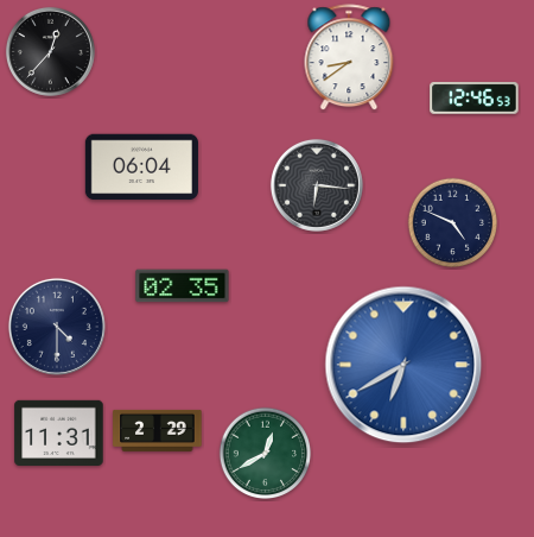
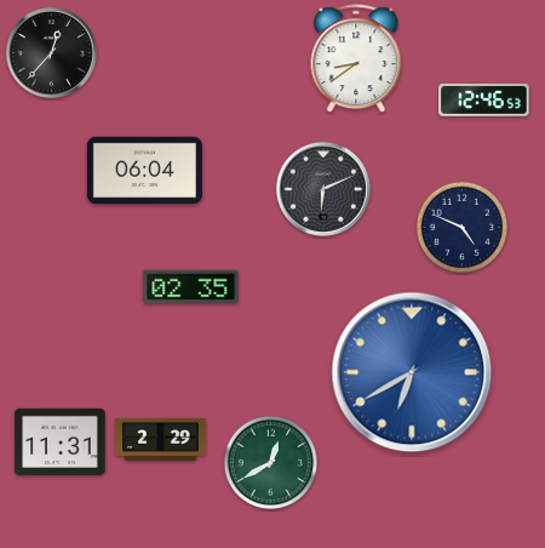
clock at (317, 185): 6:16 -> 6:11
clock at (183, 286) position: (183, 286) -> (191, 287)
clock at (57, 327): 4:30 -> none
